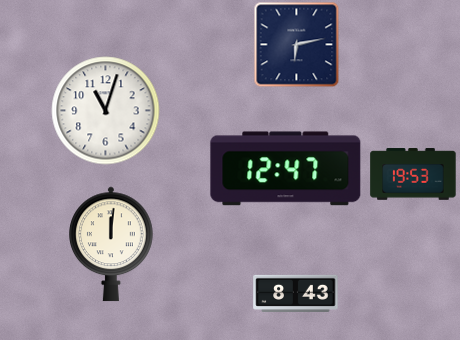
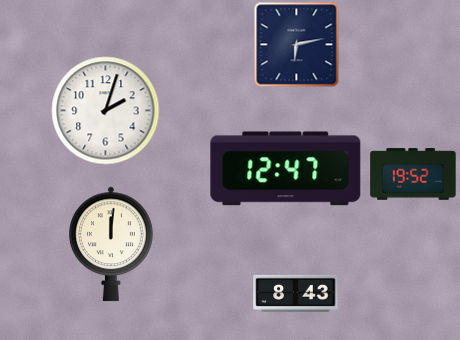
clock at (106, 111): 11:03 -> 2:03
clock at (413, 174): 19:53 -> 19:52
